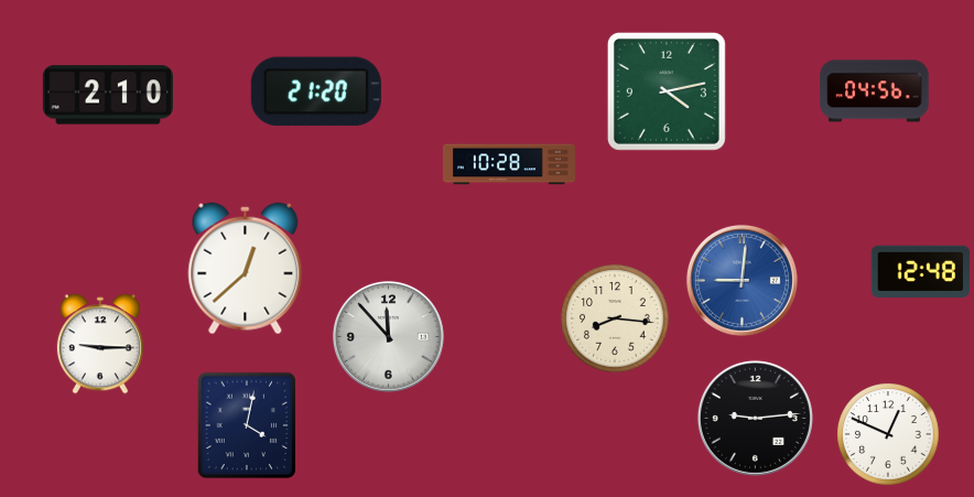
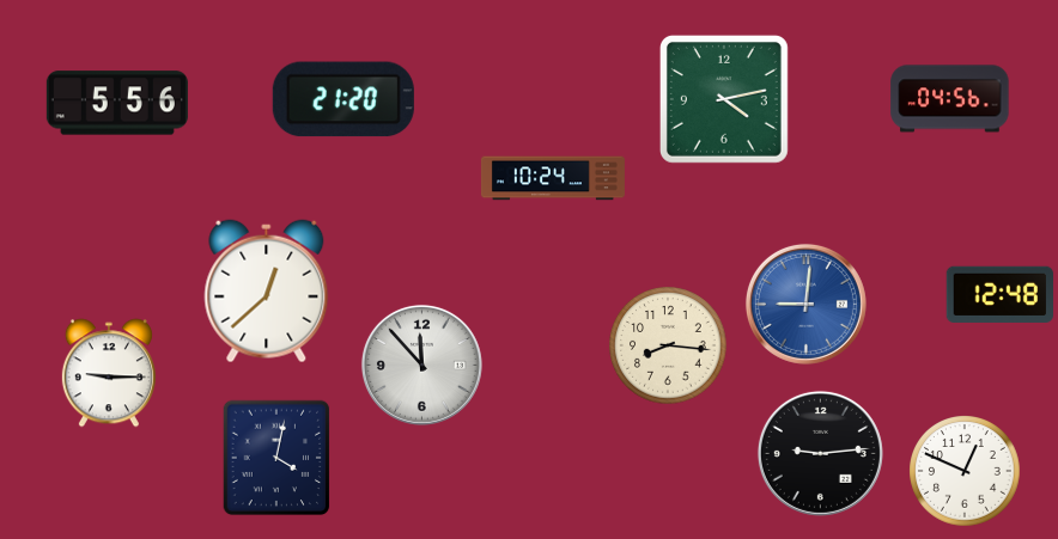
clock at (108, 95): 2:10 -> 5:56
clock at (509, 164): 10:28 -> 10:24
clock at (247, 425) position: (247, 425) -> (276, 458)
